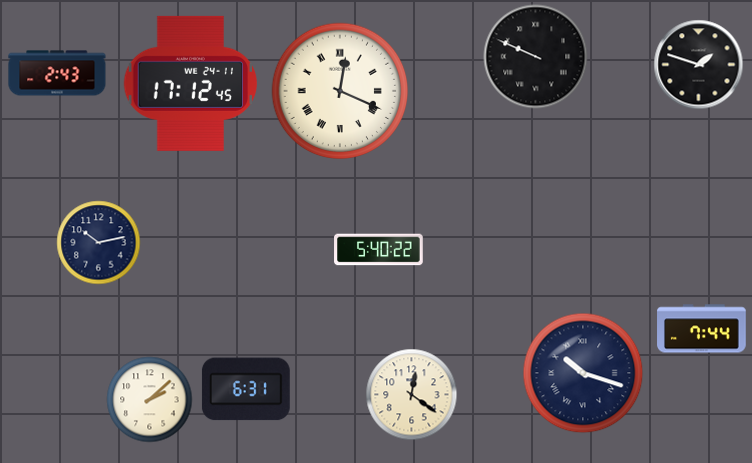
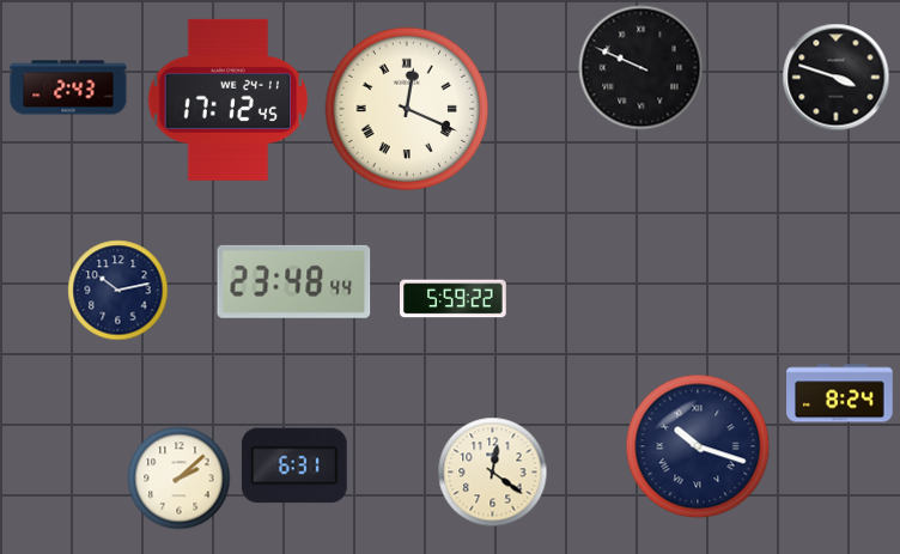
clock at (699, 65): 1:48 -> 3:48
clock at (294, 281): none -> 23:48
clock at (379, 250): 5:40 -> 5:59
clock at (702, 329): 7:44 -> 8:24
